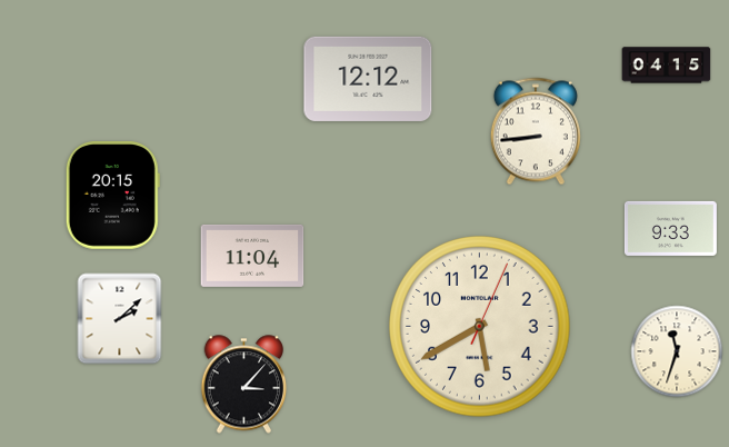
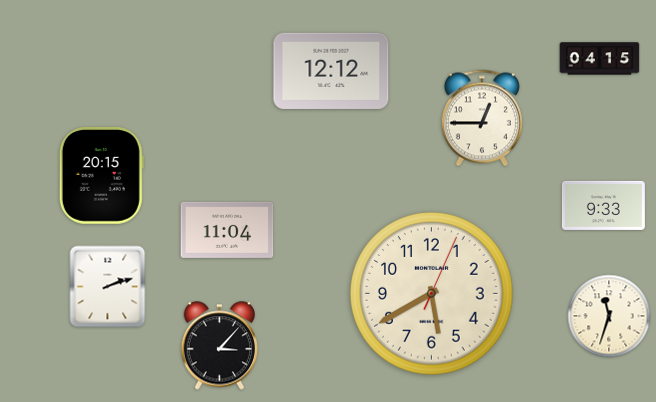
clock at (536, 131): 8:44 -> 12:45
clock at (120, 319): 2:08 -> 2:12
